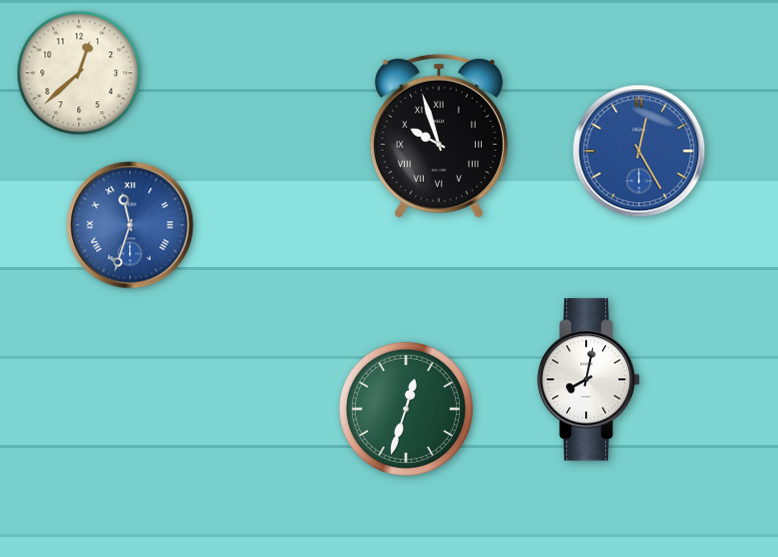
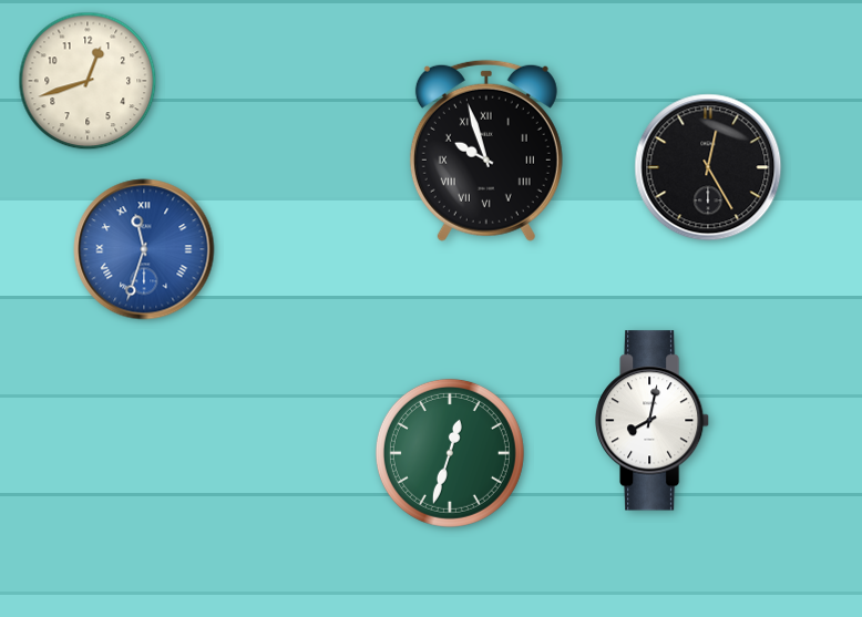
clock at (79, 73): 12:38 -> 12:42
clock at (639, 151) dial: blue -> black
